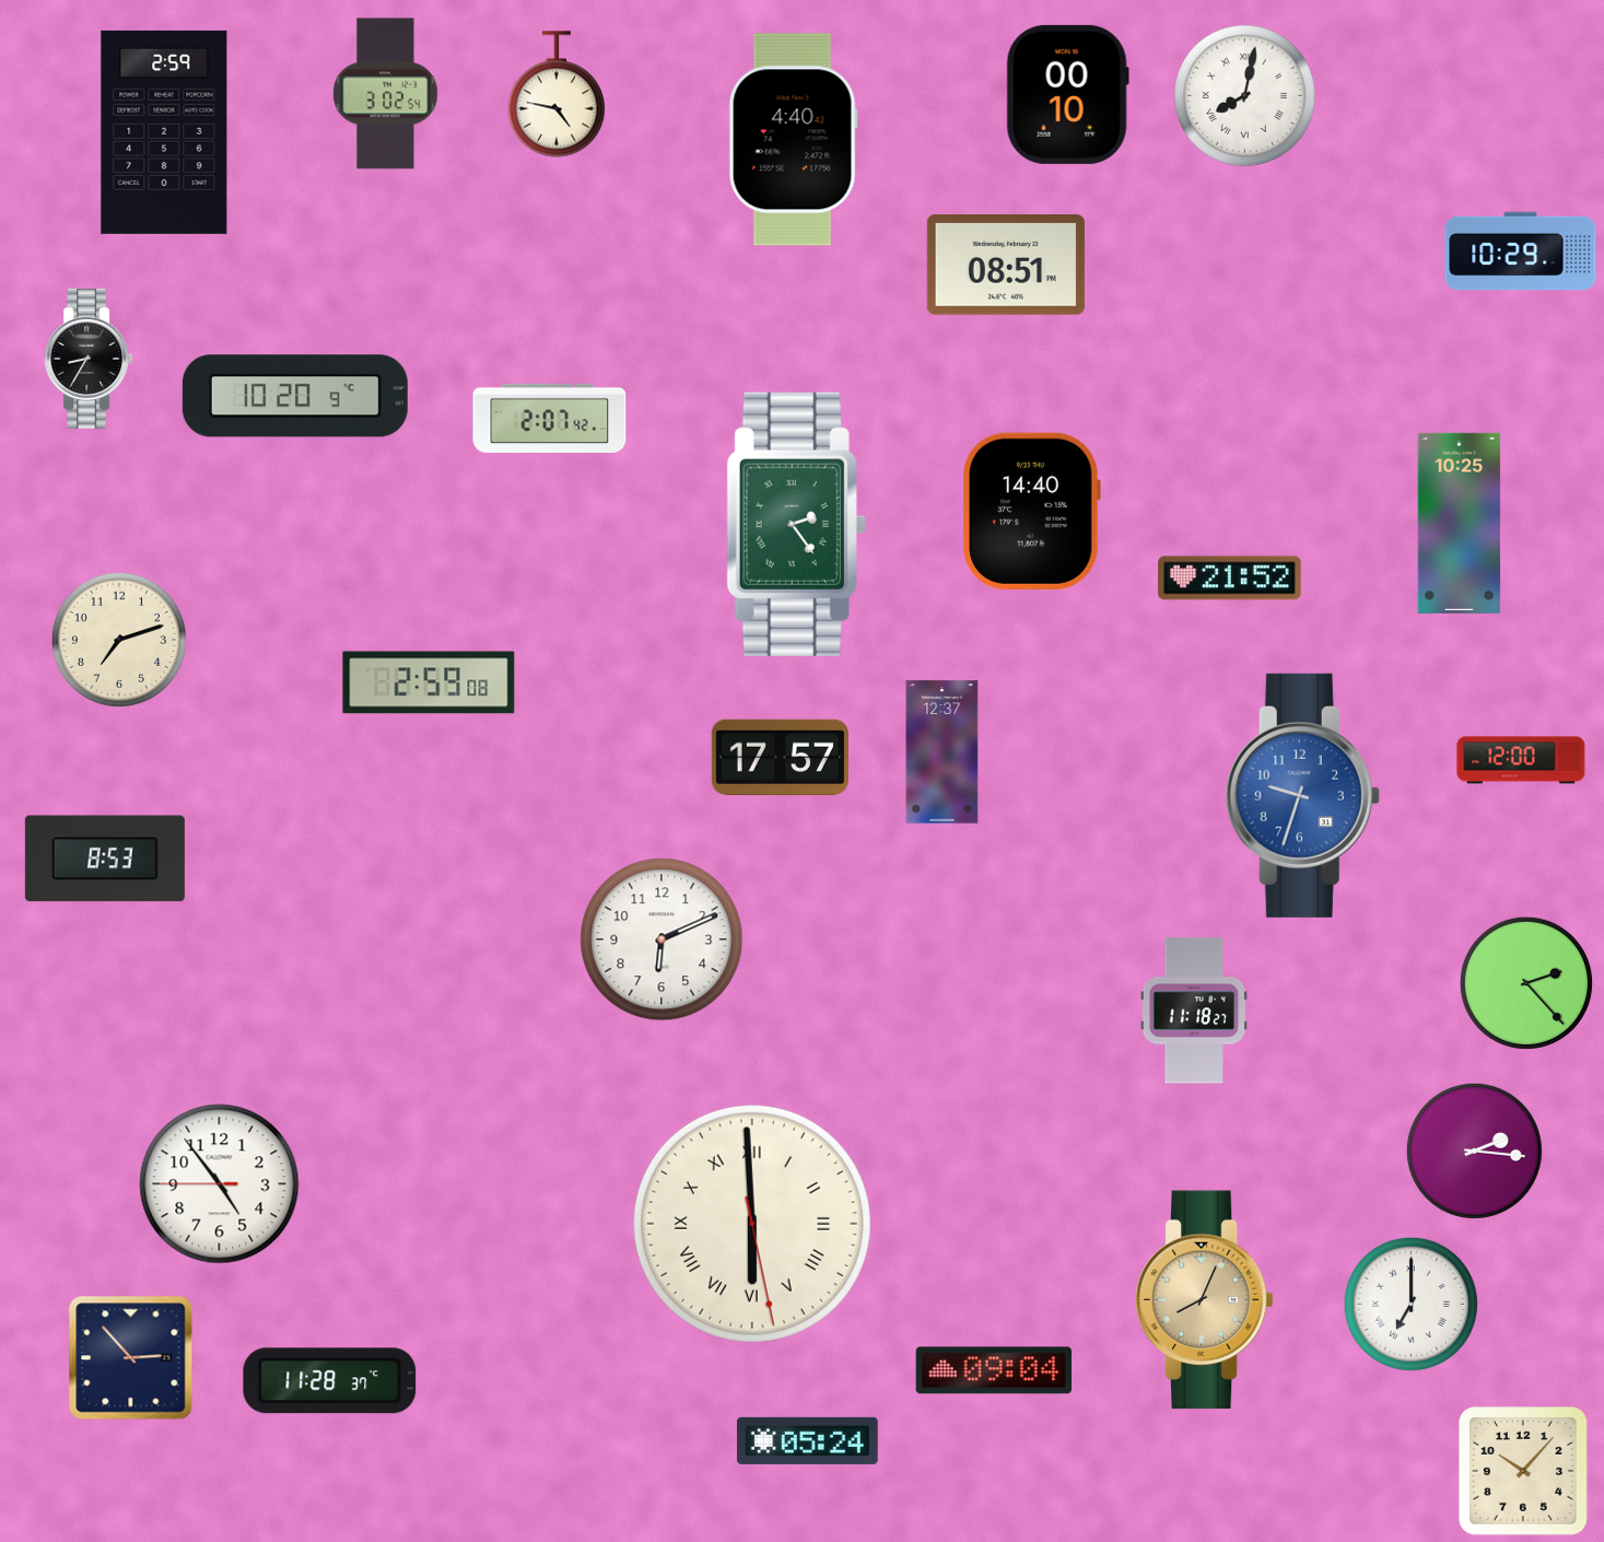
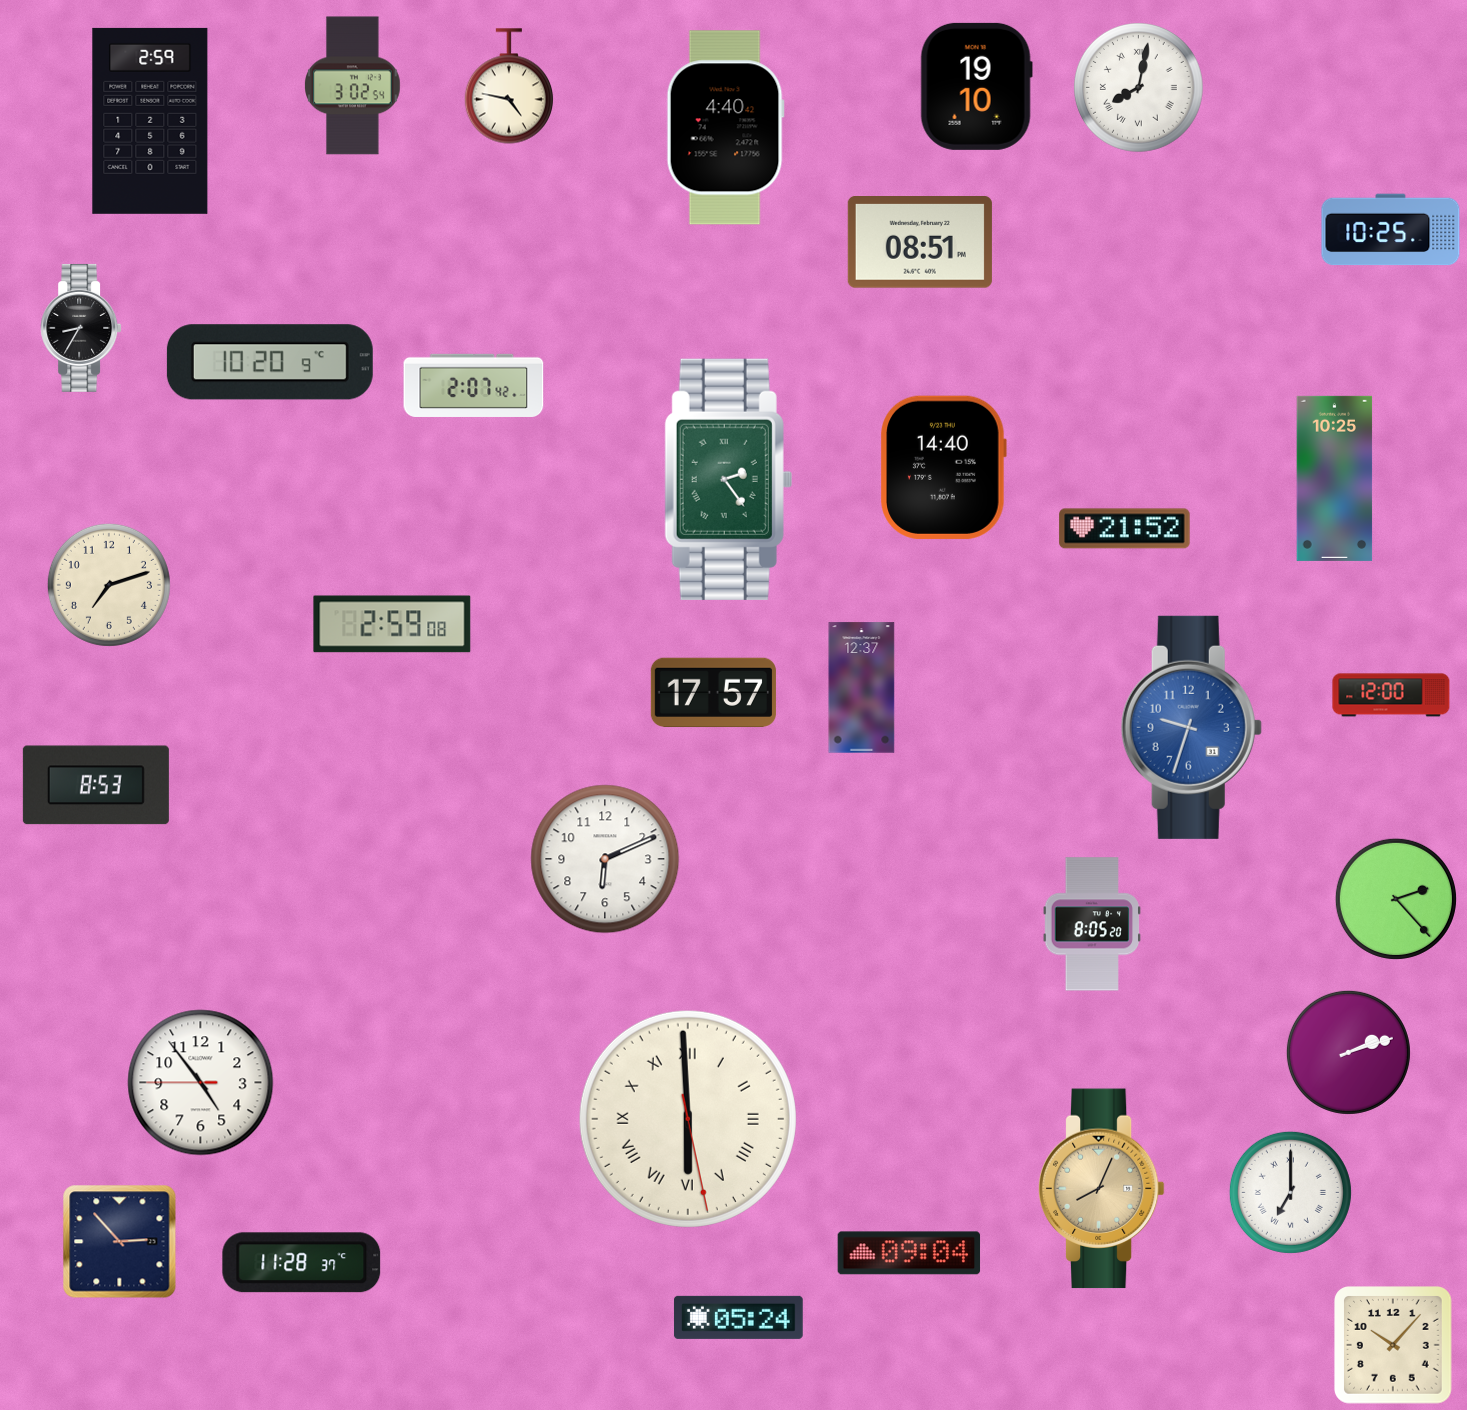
clock at (1067, 94): 00:10 -> 19:10
clock at (1521, 252): 10:29 -> 10:25
clock at (550, 418) position: (550, 418) -> (474, 385)
clock at (1193, 1011): 11:18 -> 8:05
clock at (1474, 1150): 2:16 -> 2:12
